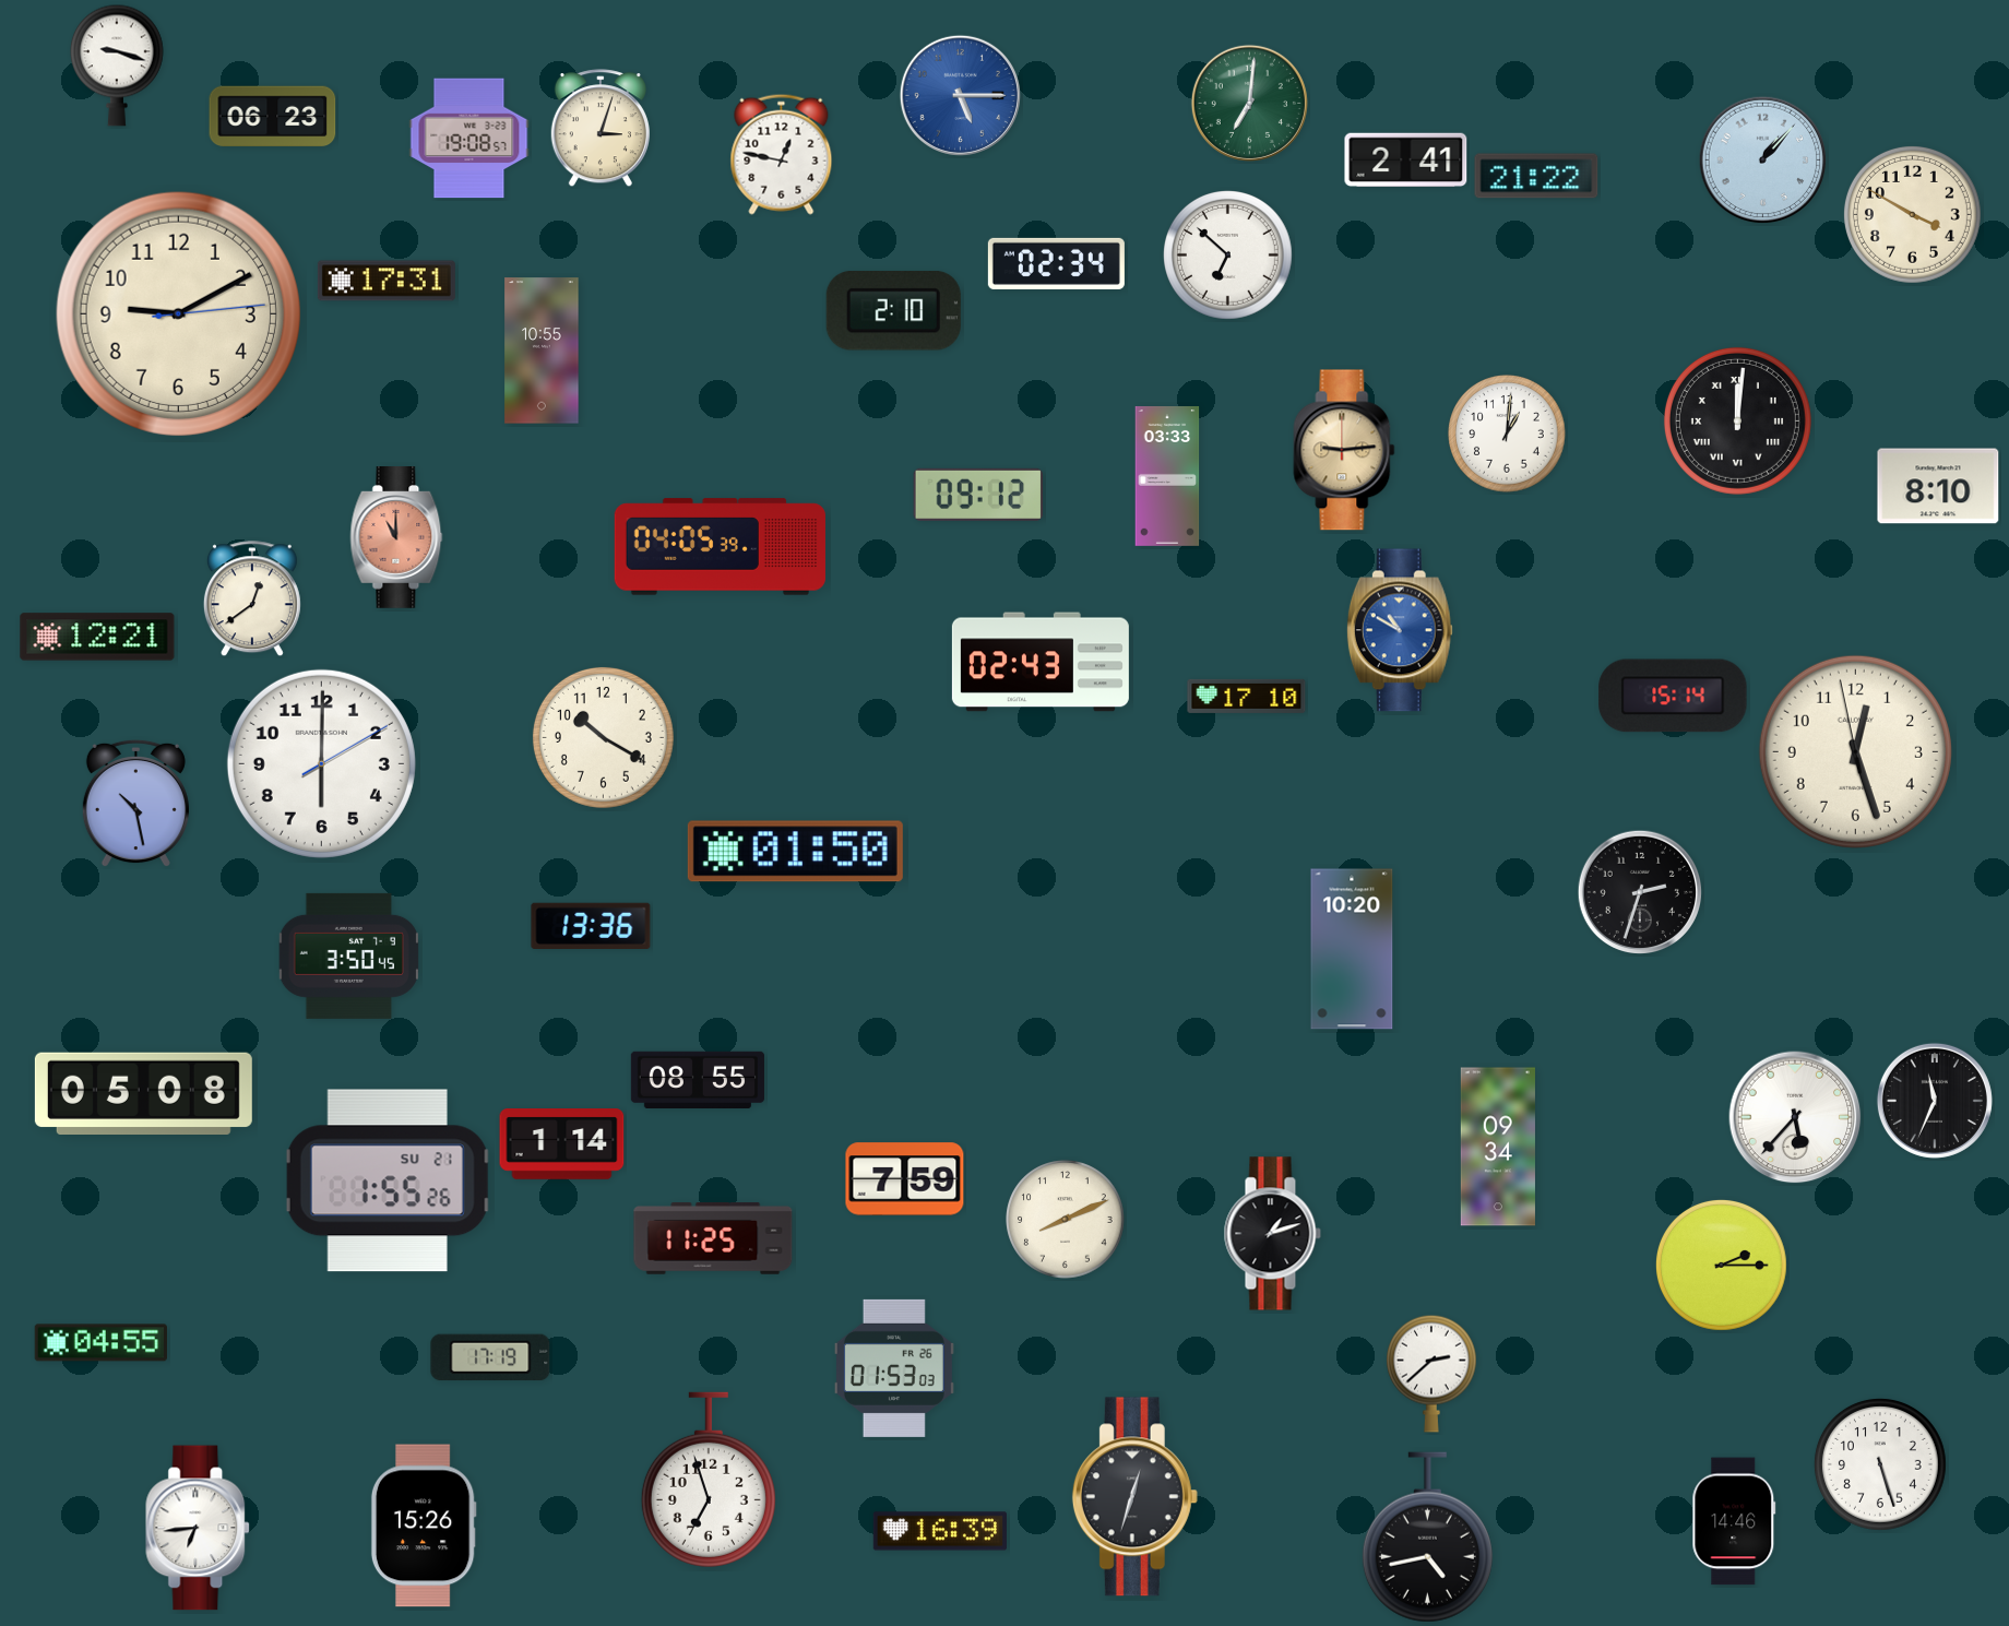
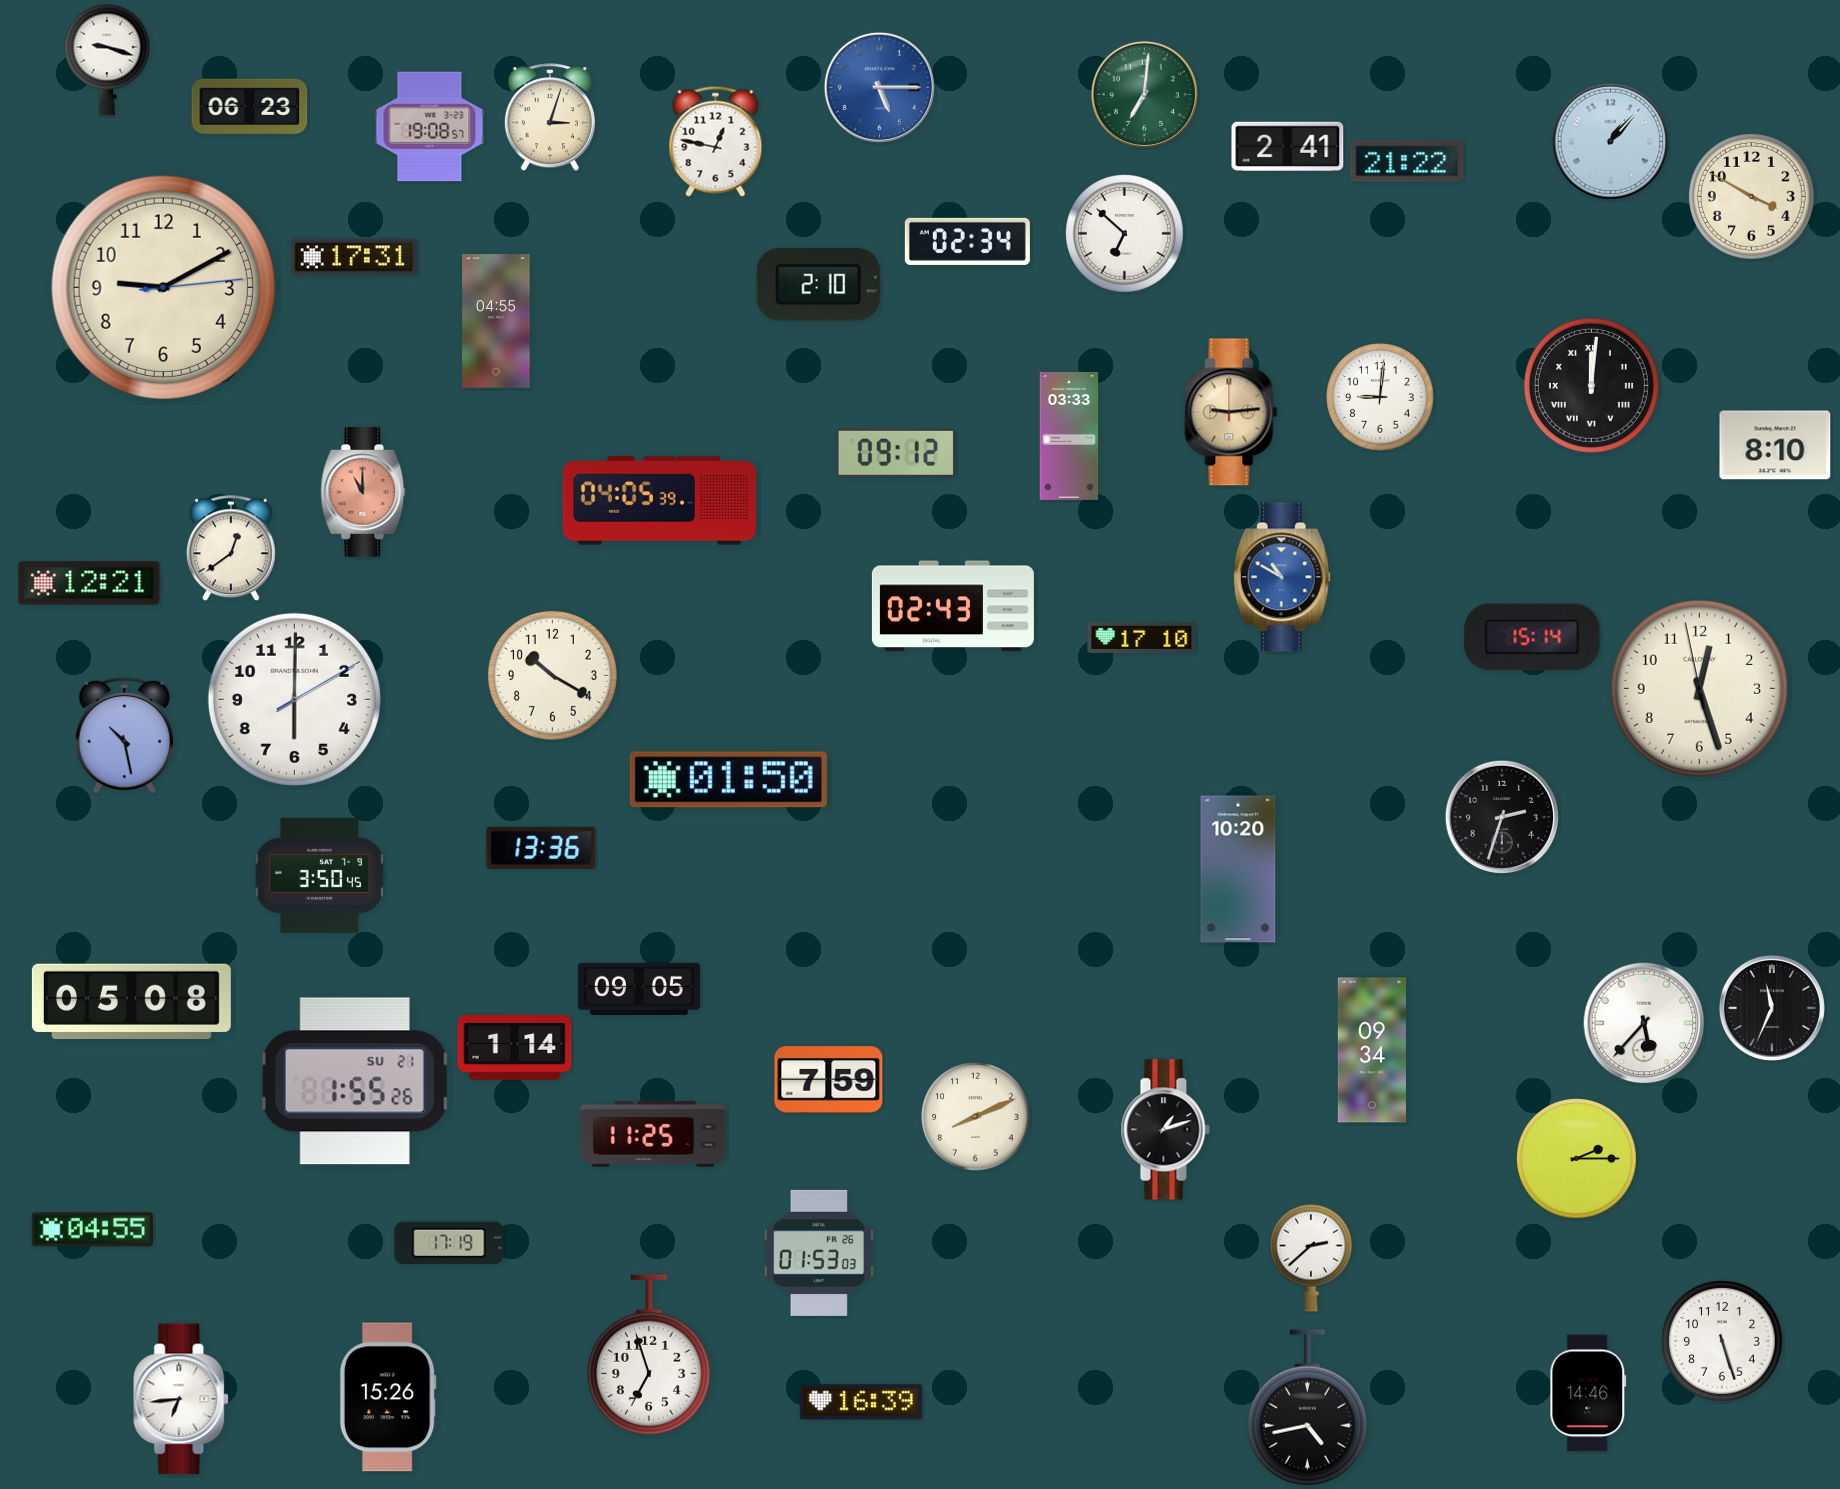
clock at (1763, 161) position: (1763, 161) -> (1611, 142)
clock at (542, 351): 10:55 -> 04:55
clock at (1507, 434): 1:01 -> 9:01
clock at (697, 1079): 08:55 -> 09:05
clock at (1134, 1497): 12:33 -> none
